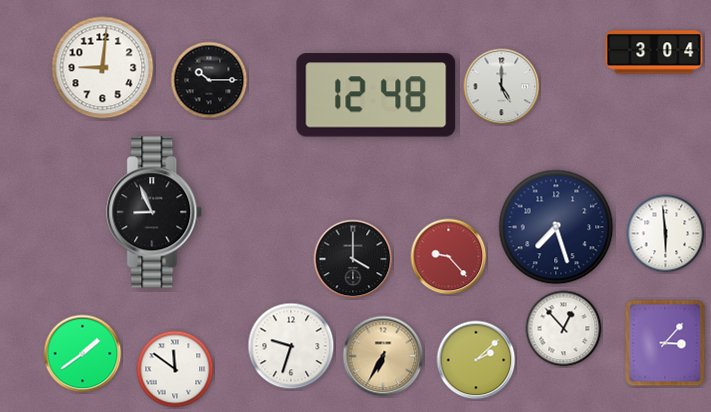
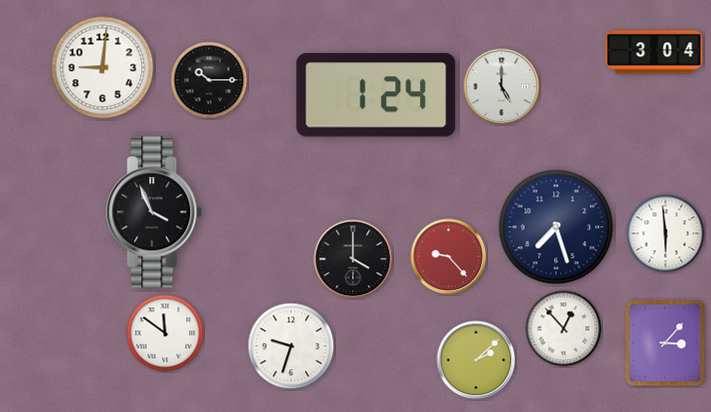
clock at (376, 95): 12:48 -> 1:24
clock at (155, 212): 8:56 -> 3:56
clock at (83, 354): 1:39 -> none
clock at (383, 356): 6:35 -> none
clock at (175, 369) position: (175, 369) -> (165, 333)
